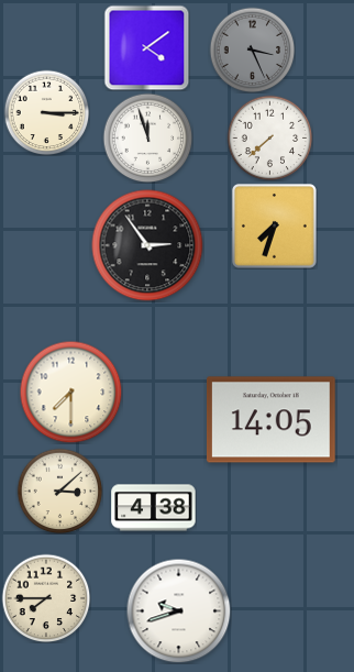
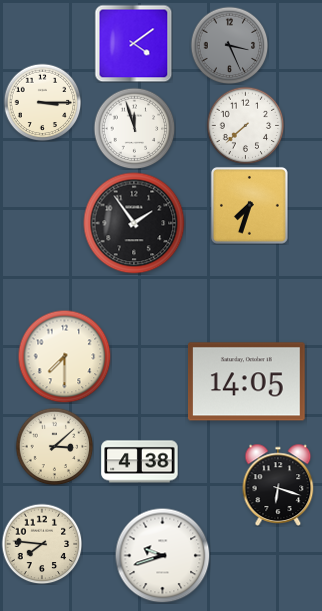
clock at (147, 137) position: (147, 137) -> (134, 128)
clock at (147, 245): 2:54 -> 1:54
clock at (278, 485): none -> 6:18
clock at (46, 598): 7:45 -> 7:46
